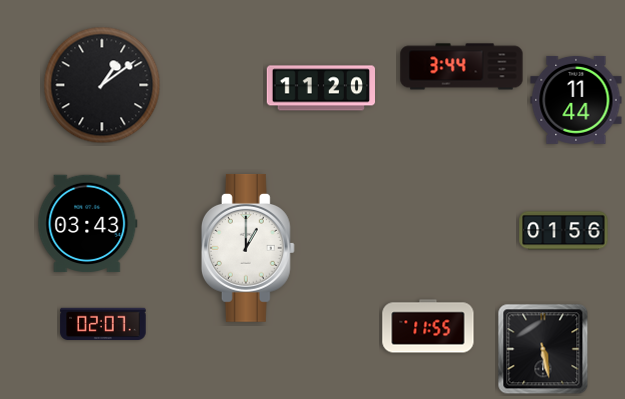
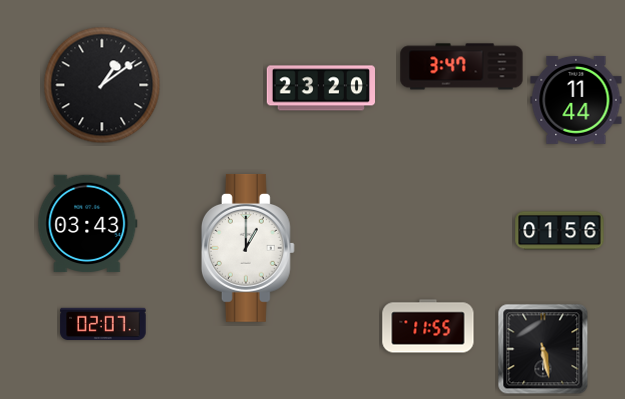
clock at (462, 67): 3:44 -> 3:47
clock at (320, 88): 11:20 -> 23:20
clock at (564, 231) position: (564, 231) -> (560, 231)
